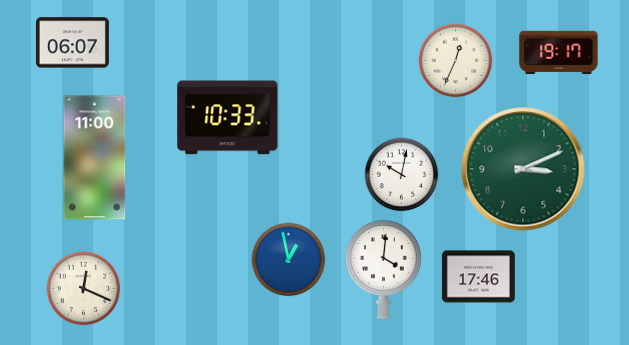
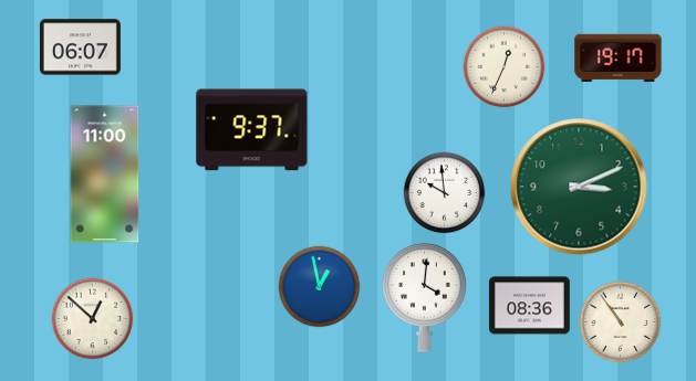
clock at (228, 118): 10:33 -> 9:37
clock at (402, 175): 10:02 -> 9:59
clock at (478, 277): 17:46 -> 08:36
clock at (84, 289): 12:19 -> 12:52
clock at (621, 322): none -> 10:54
